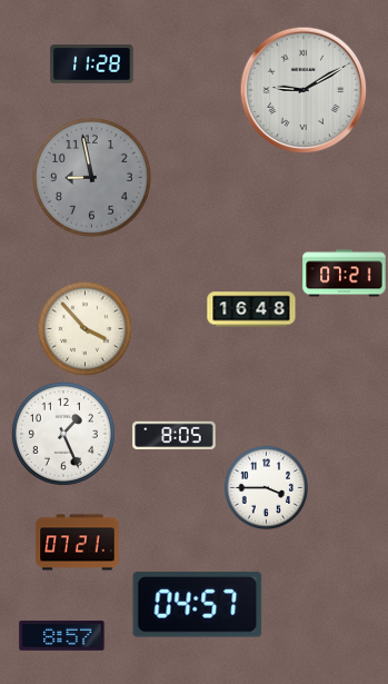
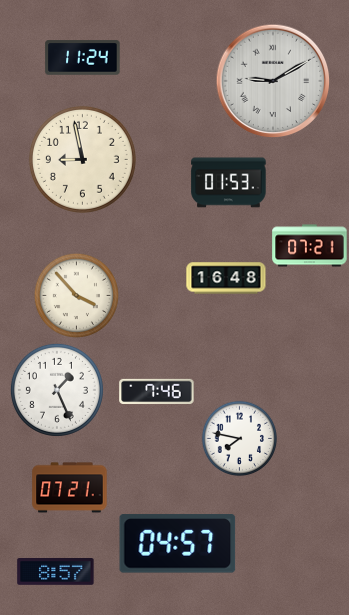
clock at (92, 65): 11:28 -> 11:24
clock at (91, 177) dial: grey -> cream
clock at (229, 183): none -> 01:53
clock at (175, 436): 8:05 -> 7:46
clock at (267, 488): 3:45 -> 7:47
